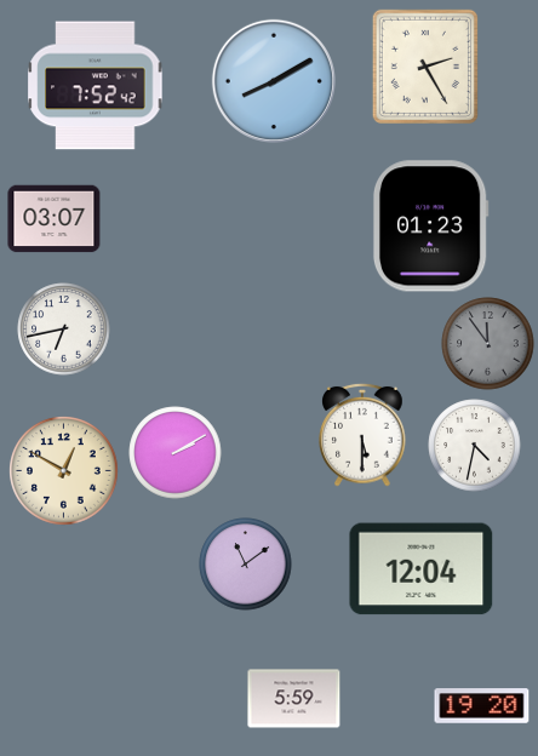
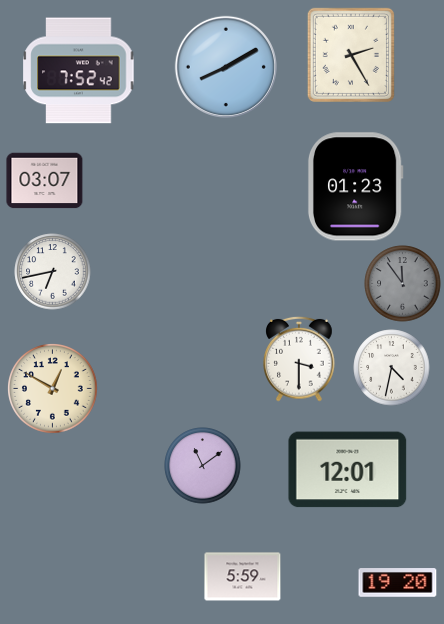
clock at (362, 435): 5:30 -> 3:30
clock at (176, 453): 2:10 -> none
clock at (422, 569): 12:04 -> 12:01
